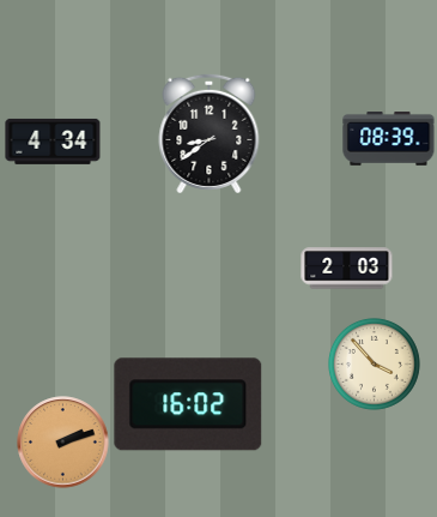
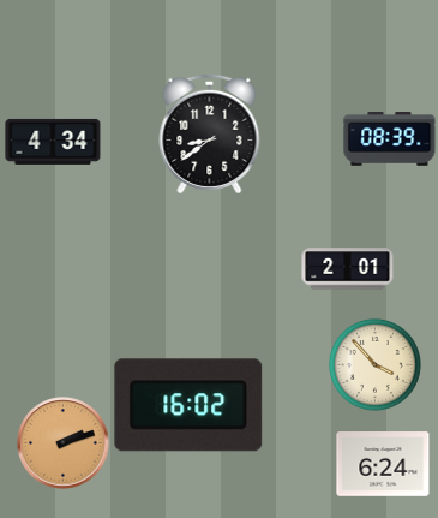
clock at (347, 269): 2:03 -> 2:01
clock at (383, 464): none -> 6:24
